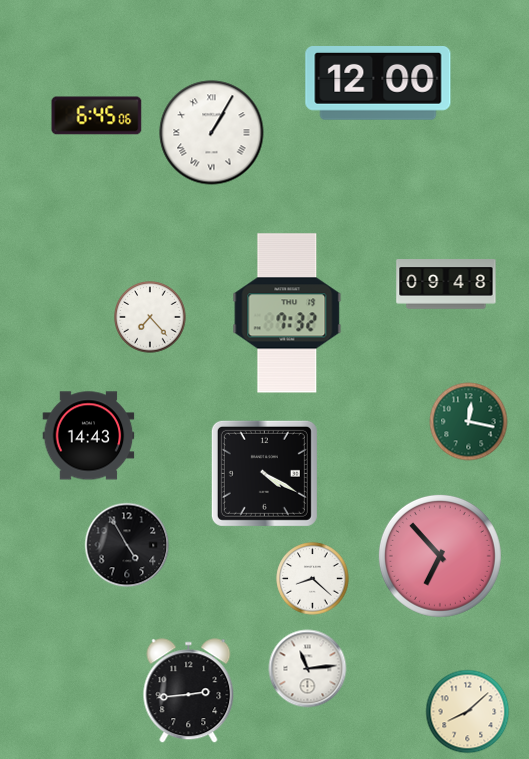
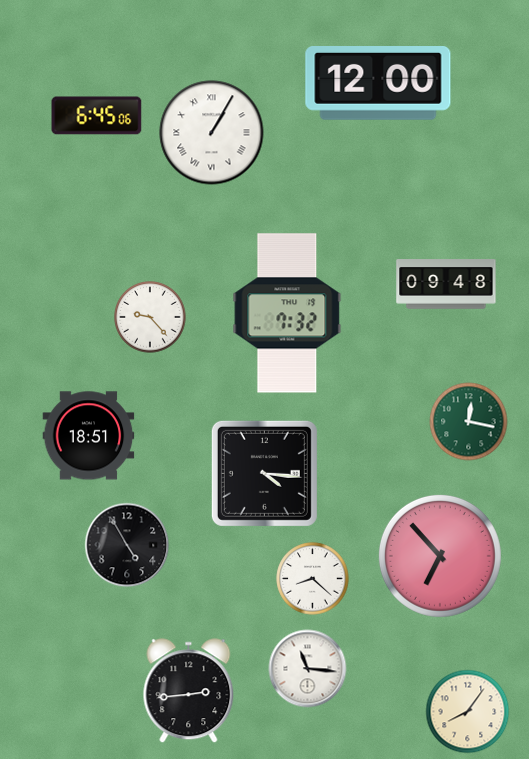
clock at (150, 317): 7:23 -> 9:23
clock at (89, 436): 14:43 -> 18:51
clock at (264, 473): 4:20 -> 4:16
clock at (308, 669): 11:14 -> 11:16
clock at (468, 712): 8:08 -> 8:06
